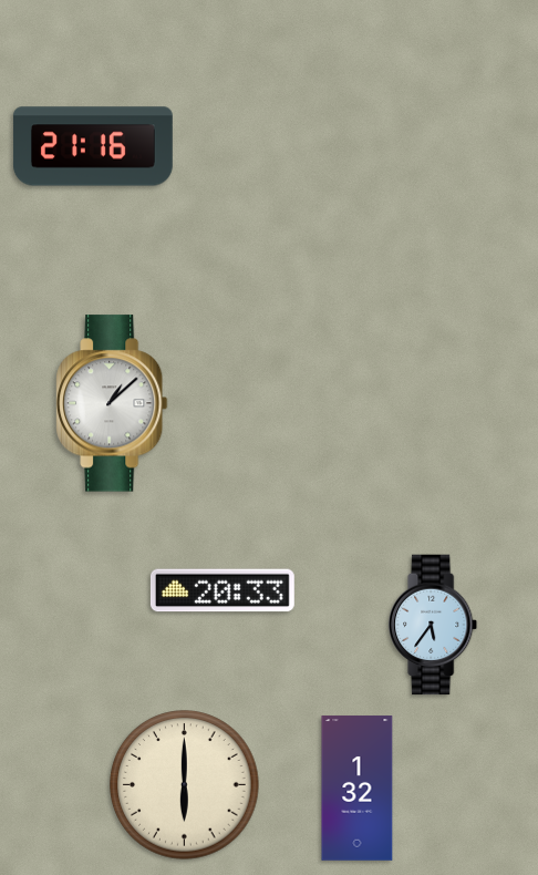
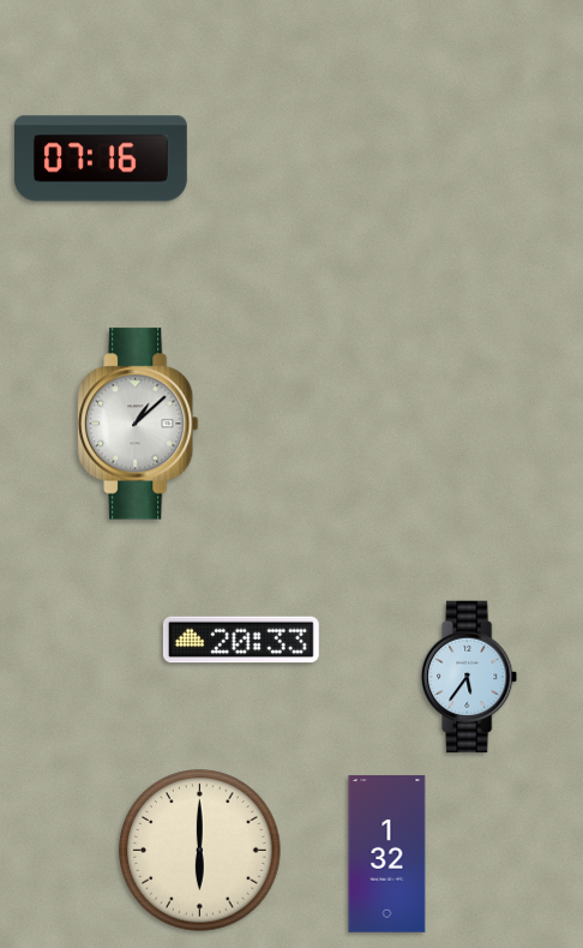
clock at (93, 146): 21:16 -> 07:16
clock at (112, 403) position: (112, 403) -> (138, 424)
